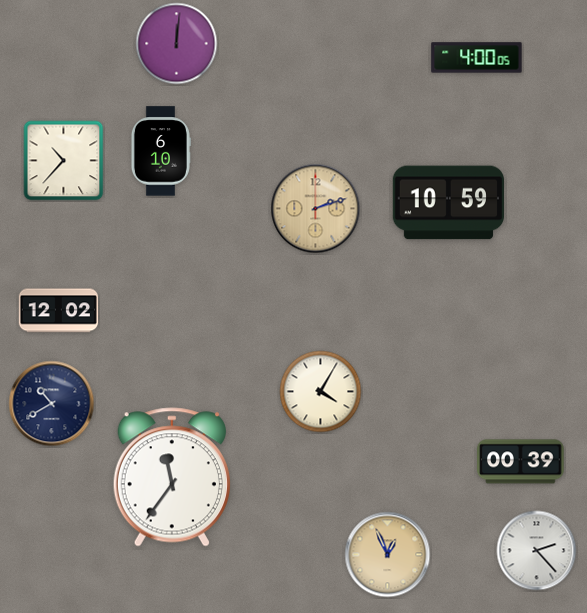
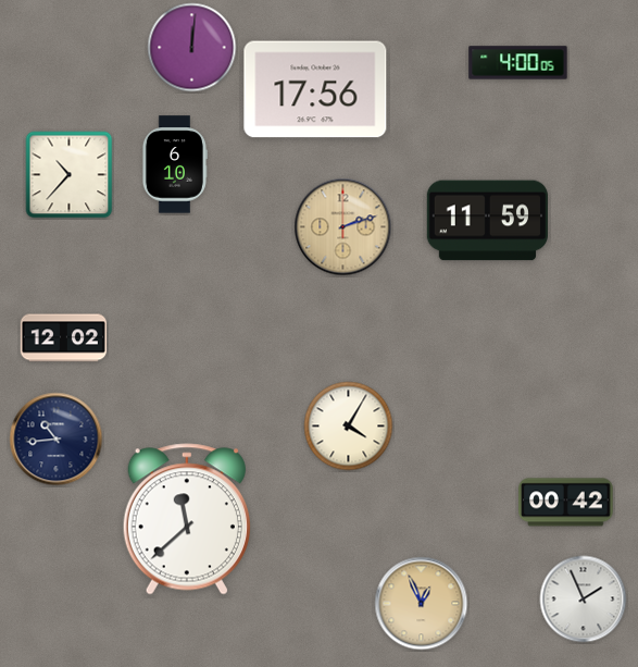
clock at (315, 89): none -> 17:56
clock at (448, 203): 10:59 -> 11:59
clock at (52, 404): 10:40 -> 10:44
clock at (521, 462): 00:39 -> 00:42
clock at (172, 477): 11:36 -> 11:38
clock at (537, 551): 2:23 -> 1:56
